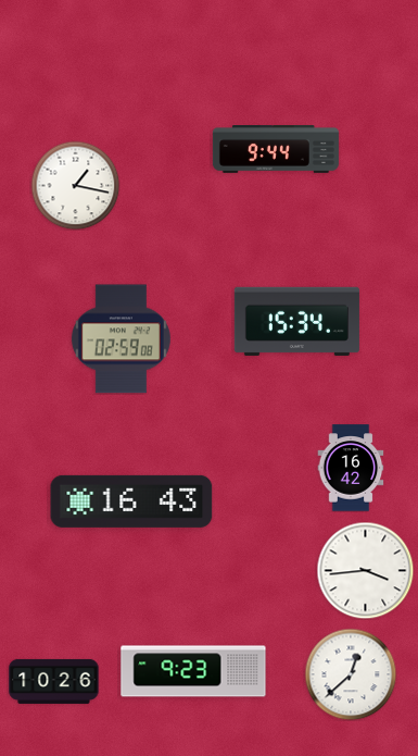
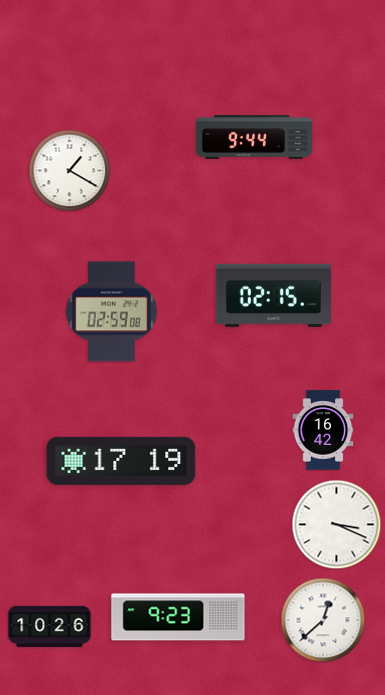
clock at (75, 185): 1:17 -> 1:20
clock at (296, 321): 15:34 -> 02:15
clock at (131, 501): 16:43 -> 17:19
clock at (365, 570): 3:44 -> 3:19
